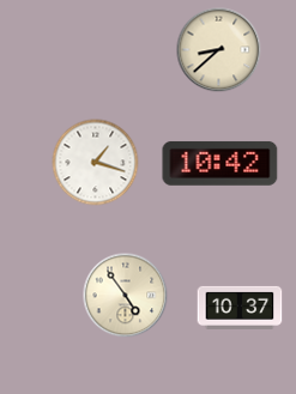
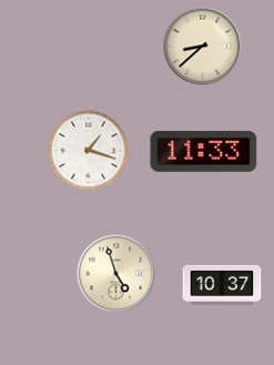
clock at (221, 163): 10:42 -> 11:33
clock at (126, 296): 4:54 -> 4:57
